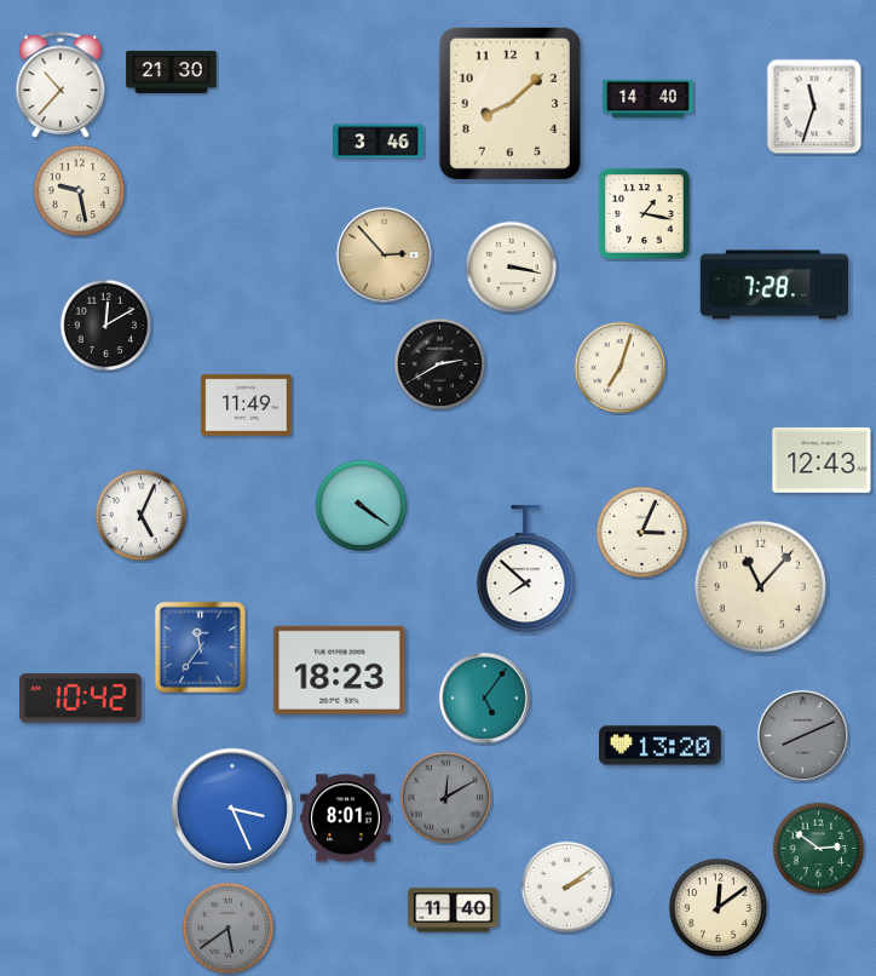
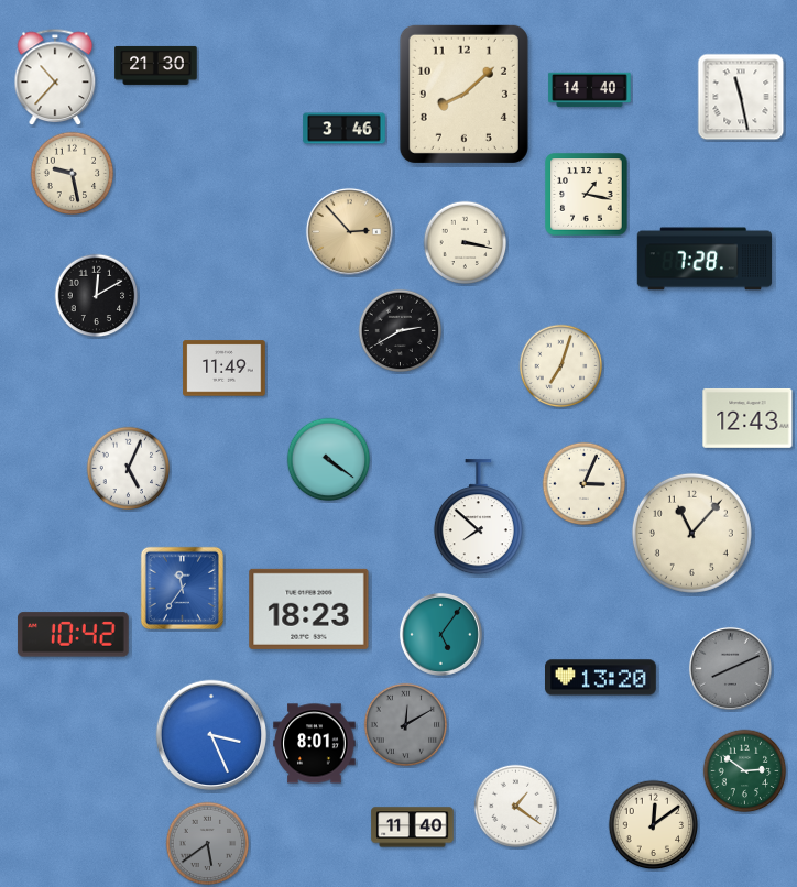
clock at (814, 107): 11:33 -> 11:28
clock at (621, 368) position: (621, 368) -> (561, 366)
clock at (567, 888): 2:09 -> 1:21
